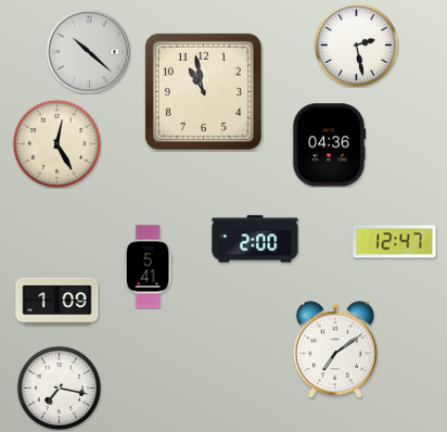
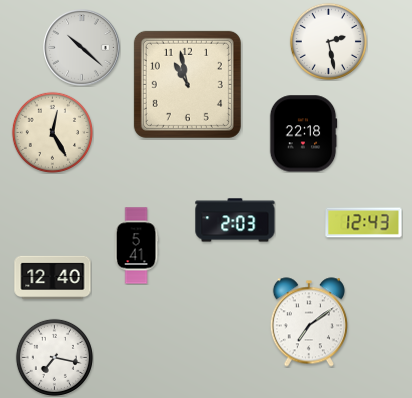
clock at (329, 145): 04:36 -> 22:18
clock at (255, 239): 2:00 -> 2:03
clock at (395, 242): 12:47 -> 12:43
clock at (58, 301): 1:09 -> 12:40
